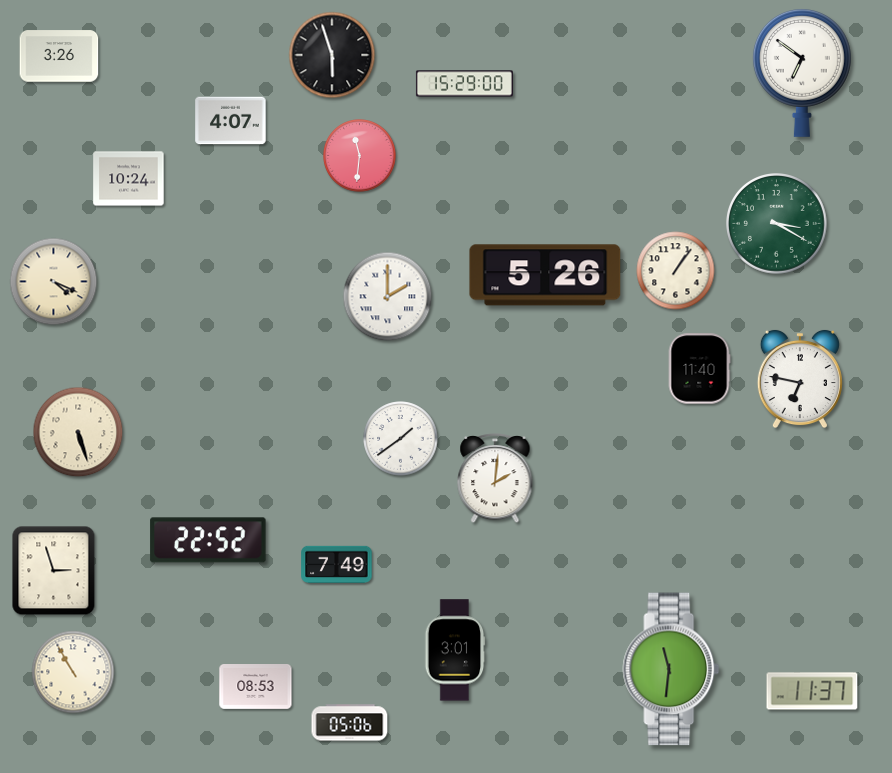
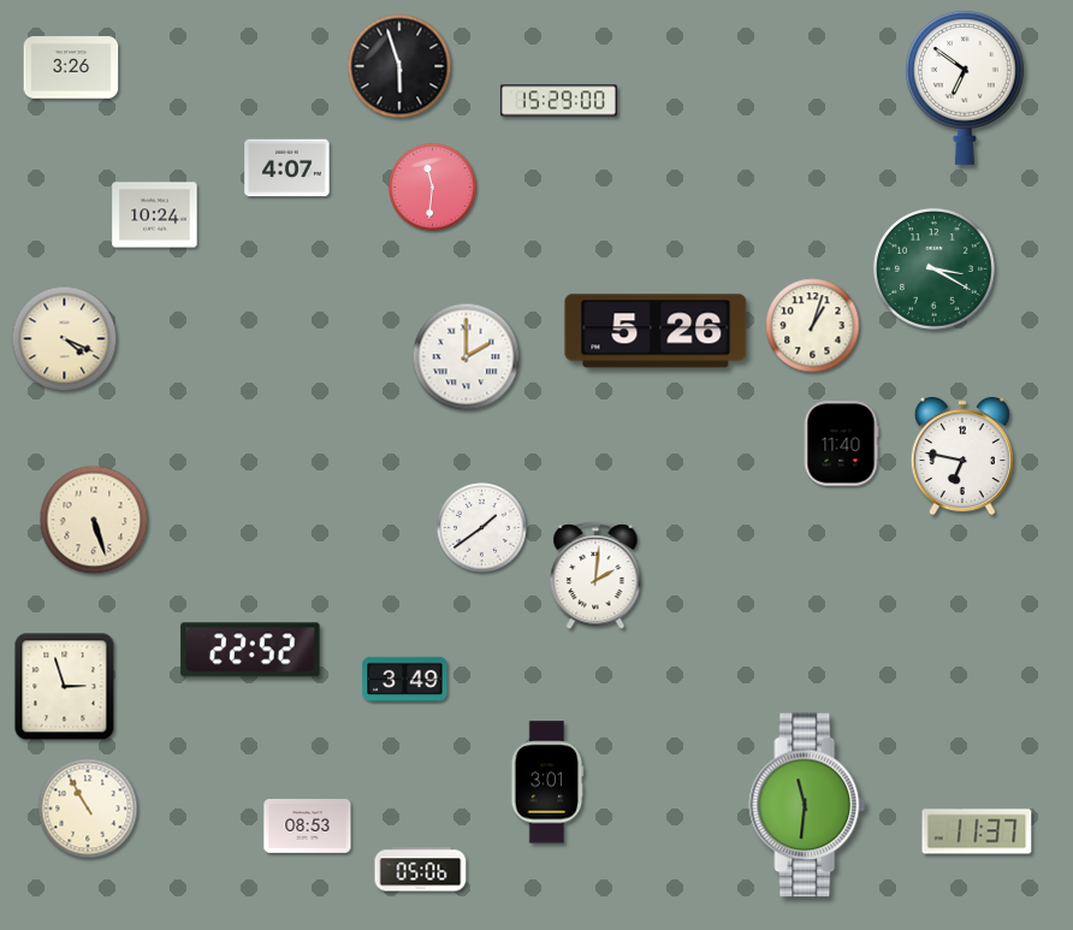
clock at (231, 121) position: (231, 121) -> (287, 168)
clock at (676, 271): 1:06 -> 1:03
clock at (337, 564): 7:49 -> 3:49
